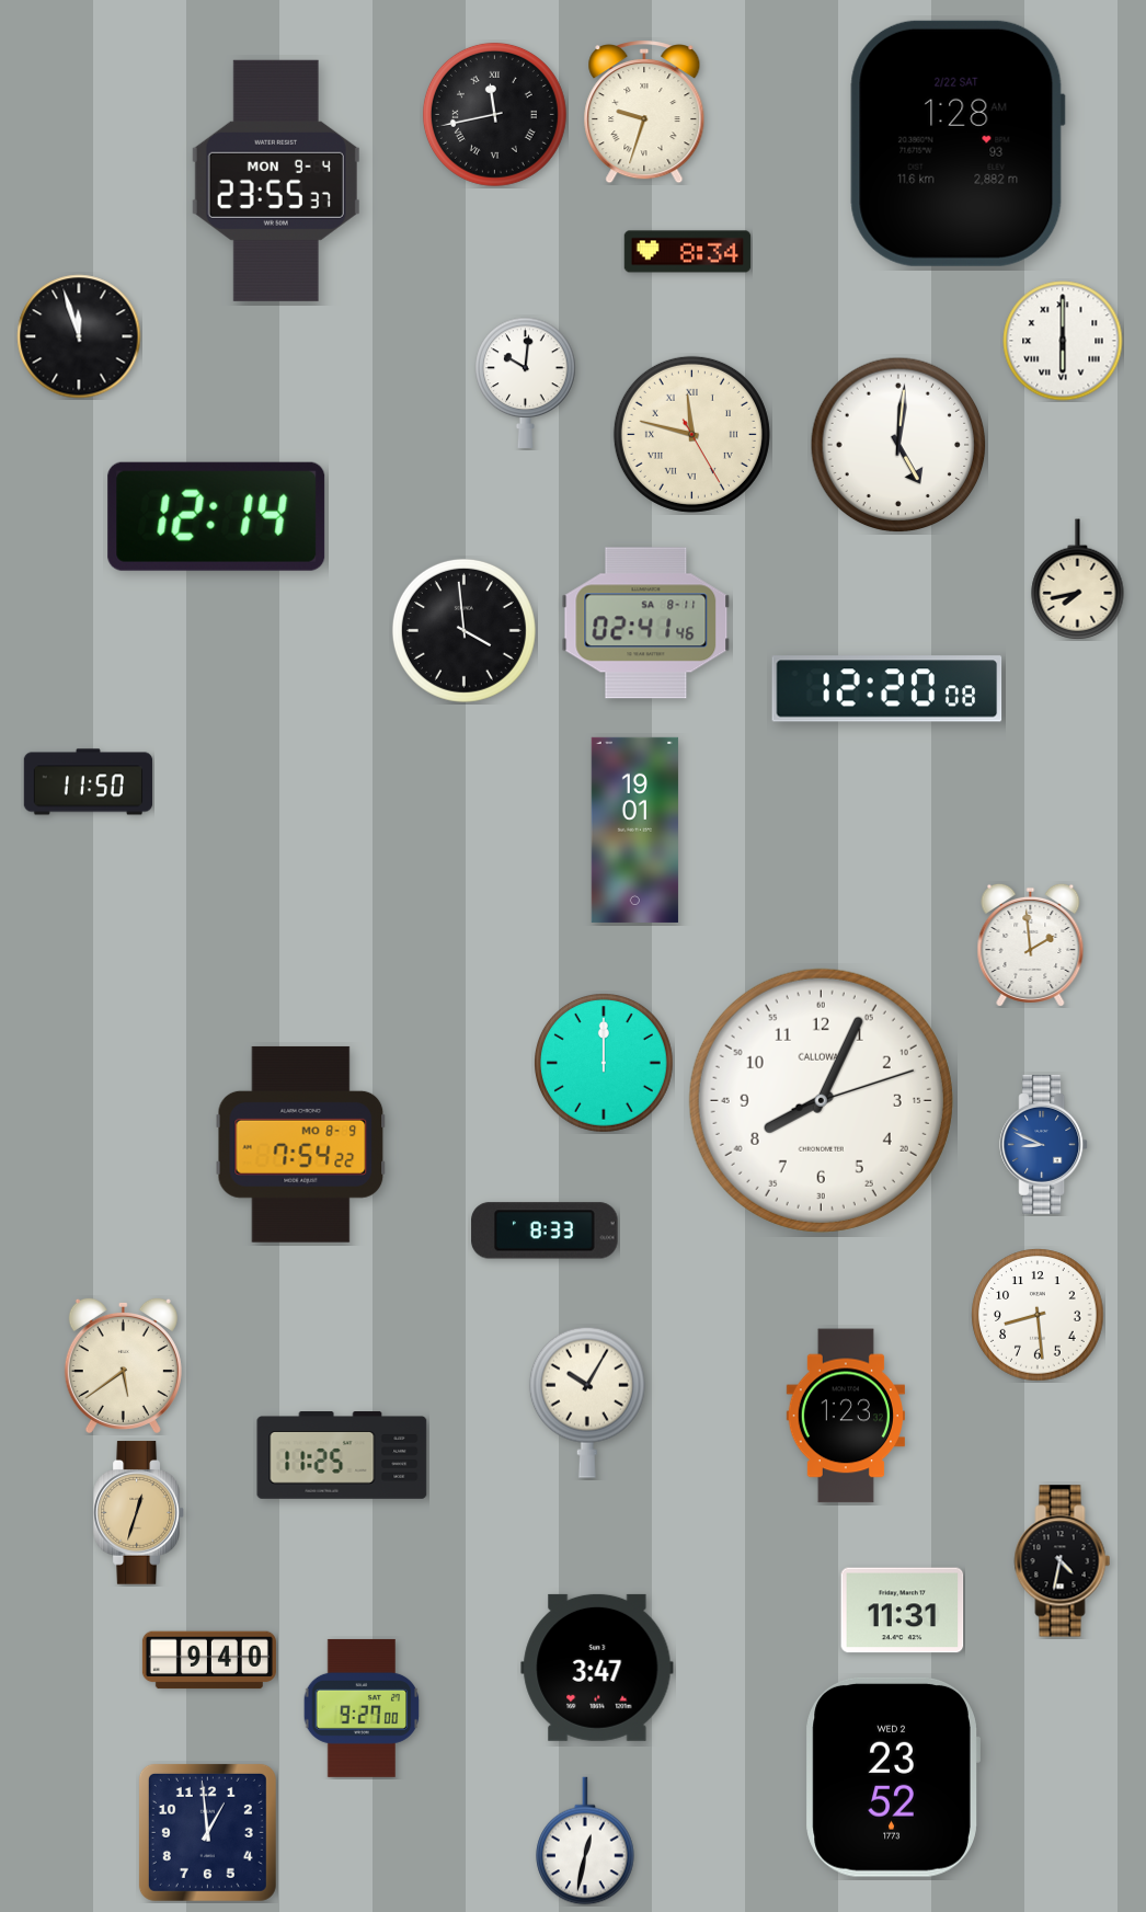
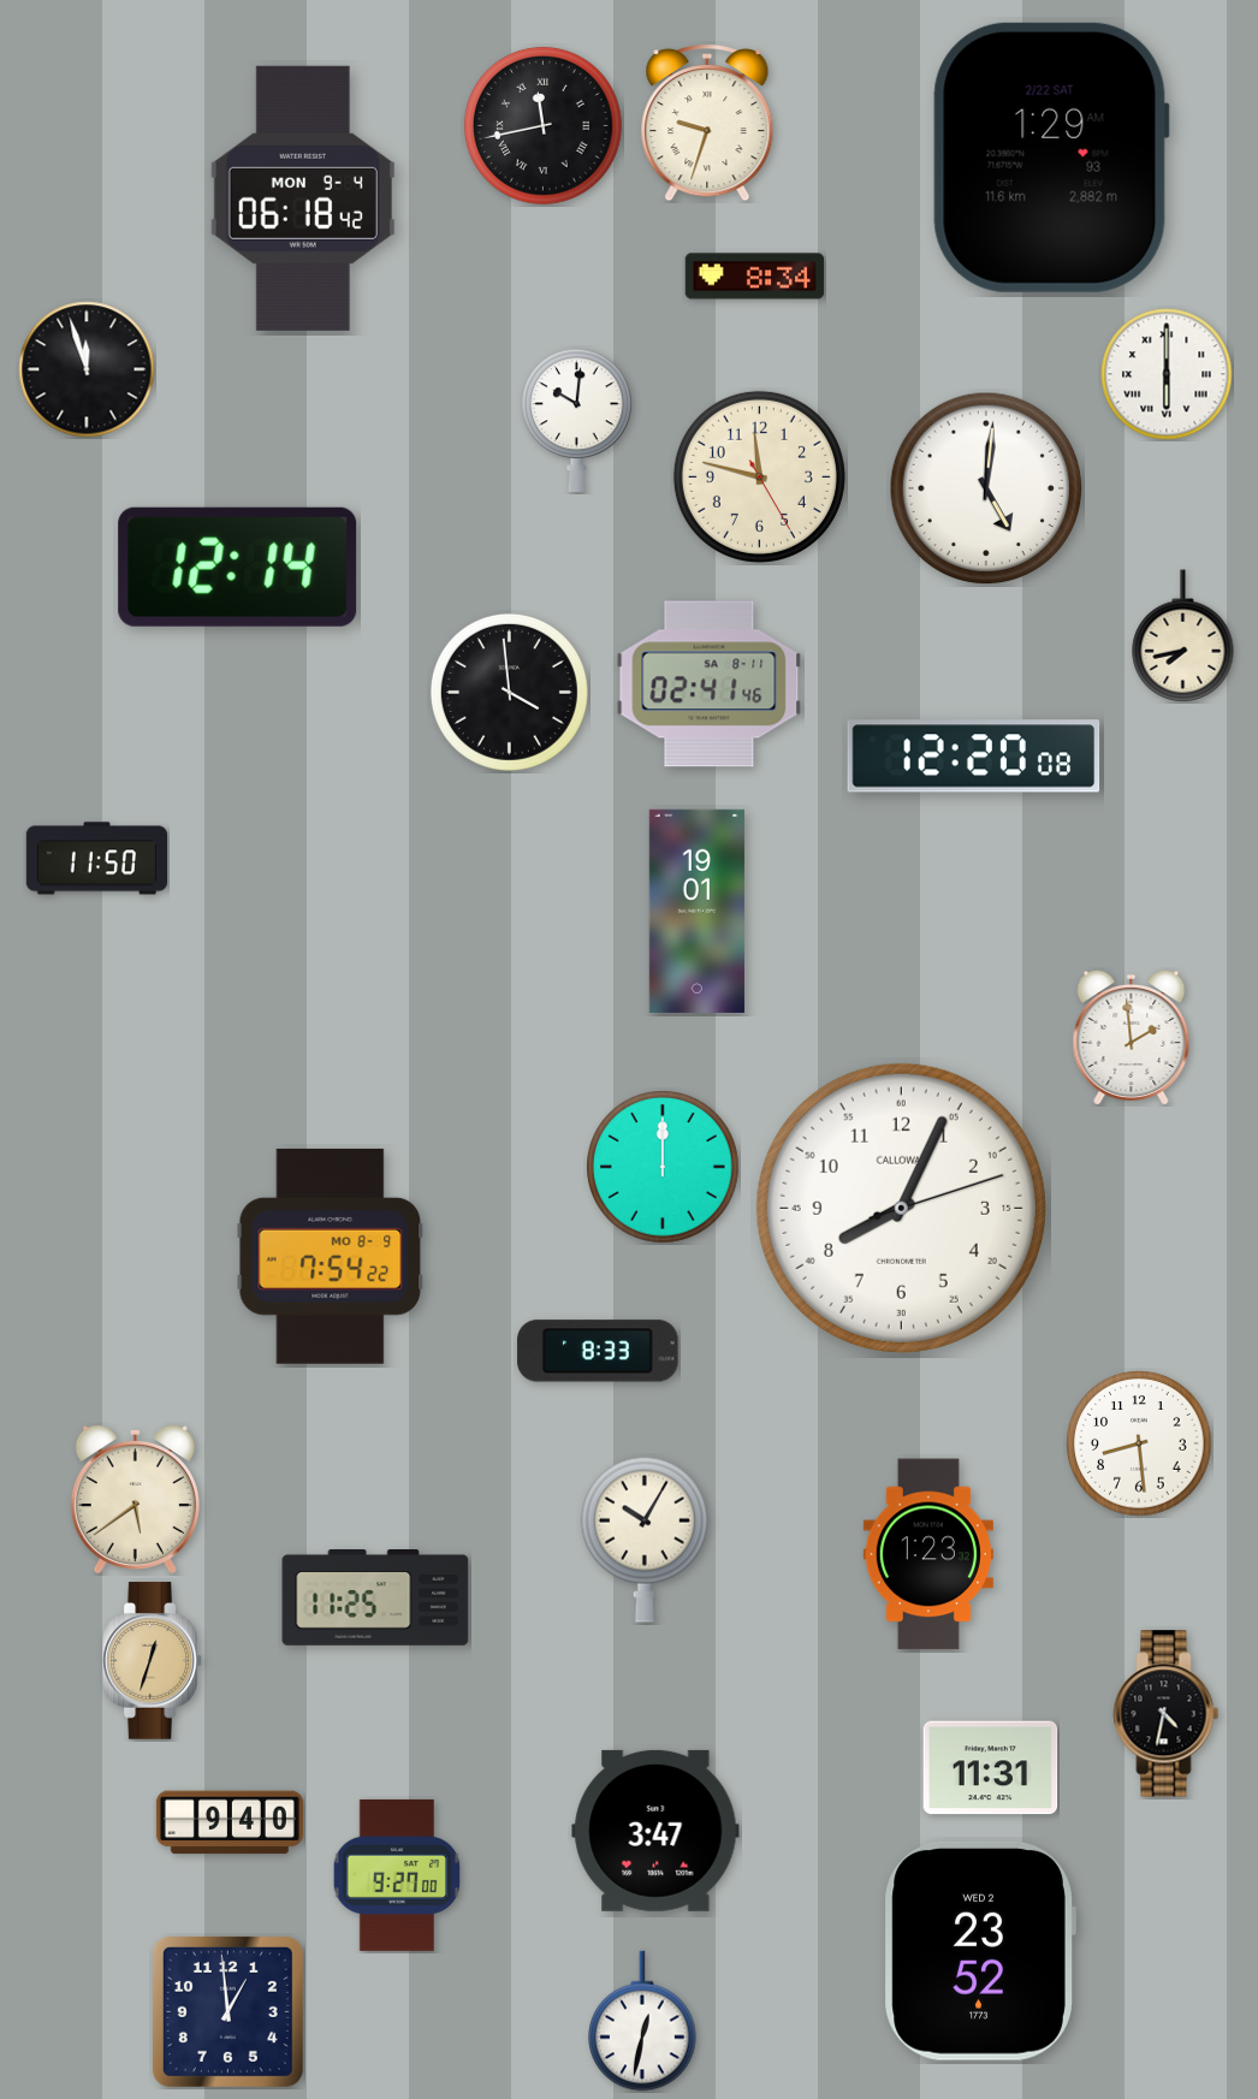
clock at (958, 144): 1:28 -> 1:29
clock at (276, 181): 23:55 -> 06:18
clock at (691, 434) numerals: Roman -> Arabic
clock at (1044, 1144): 8:49 -> none
